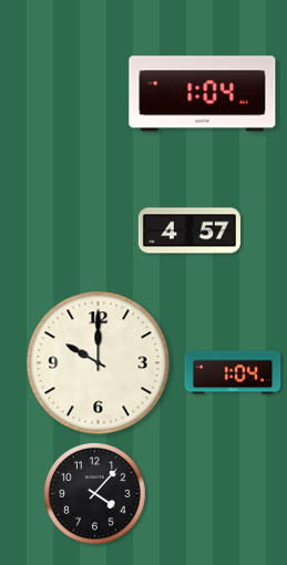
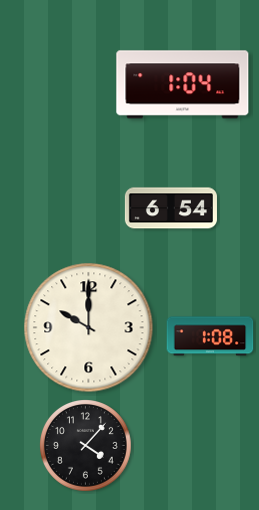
clock at (189, 230): 4:57 -> 6:54
clock at (233, 372): 1:04 -> 1:08
